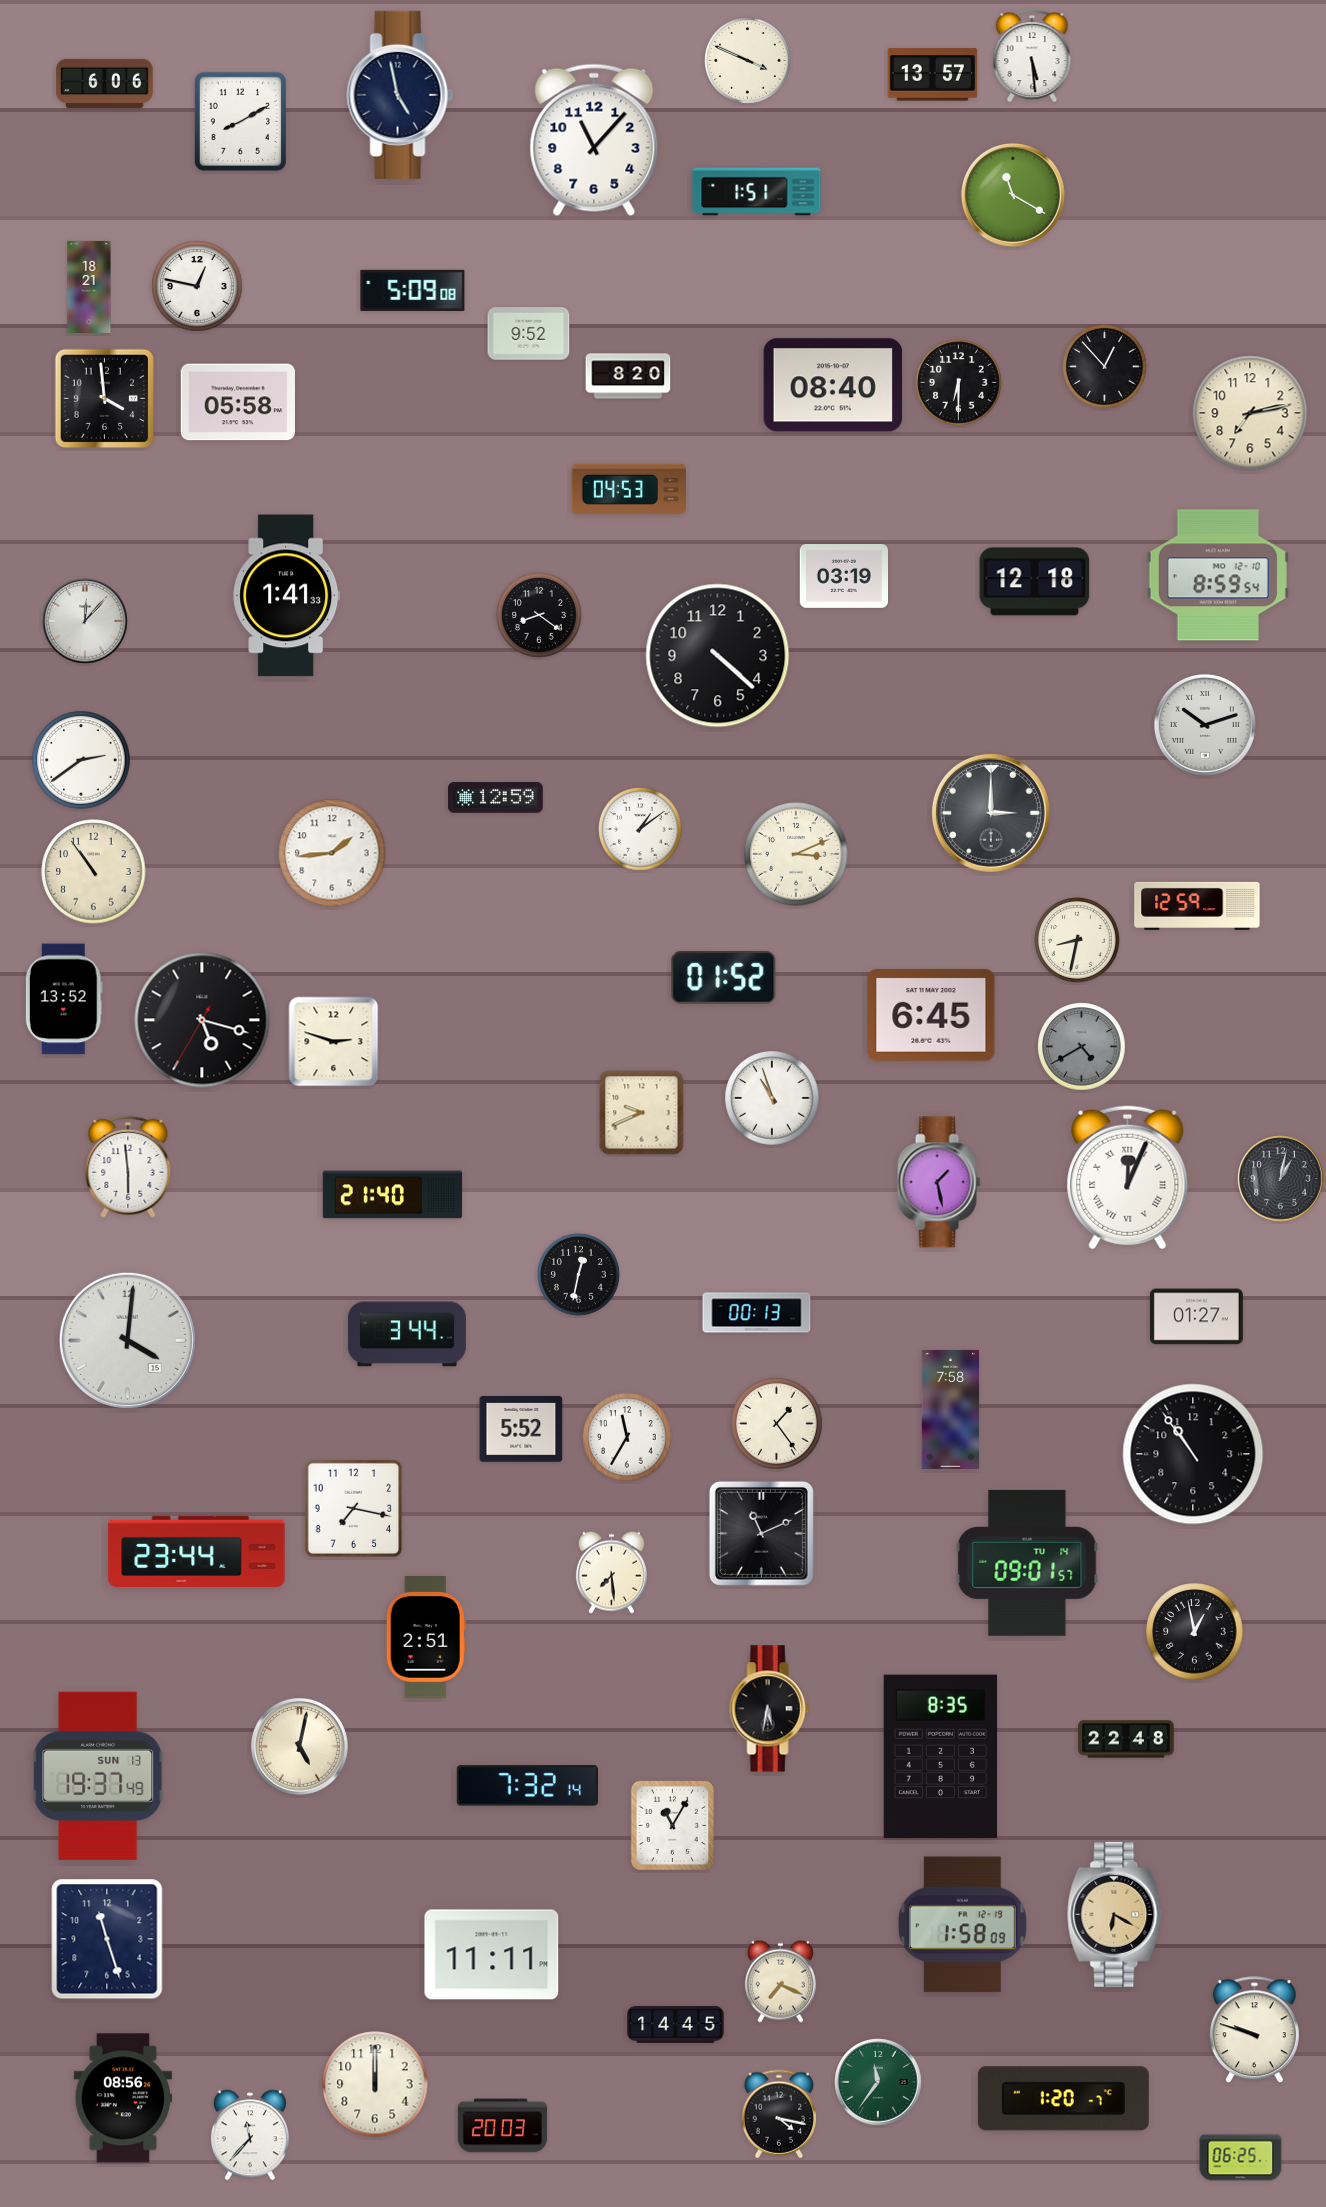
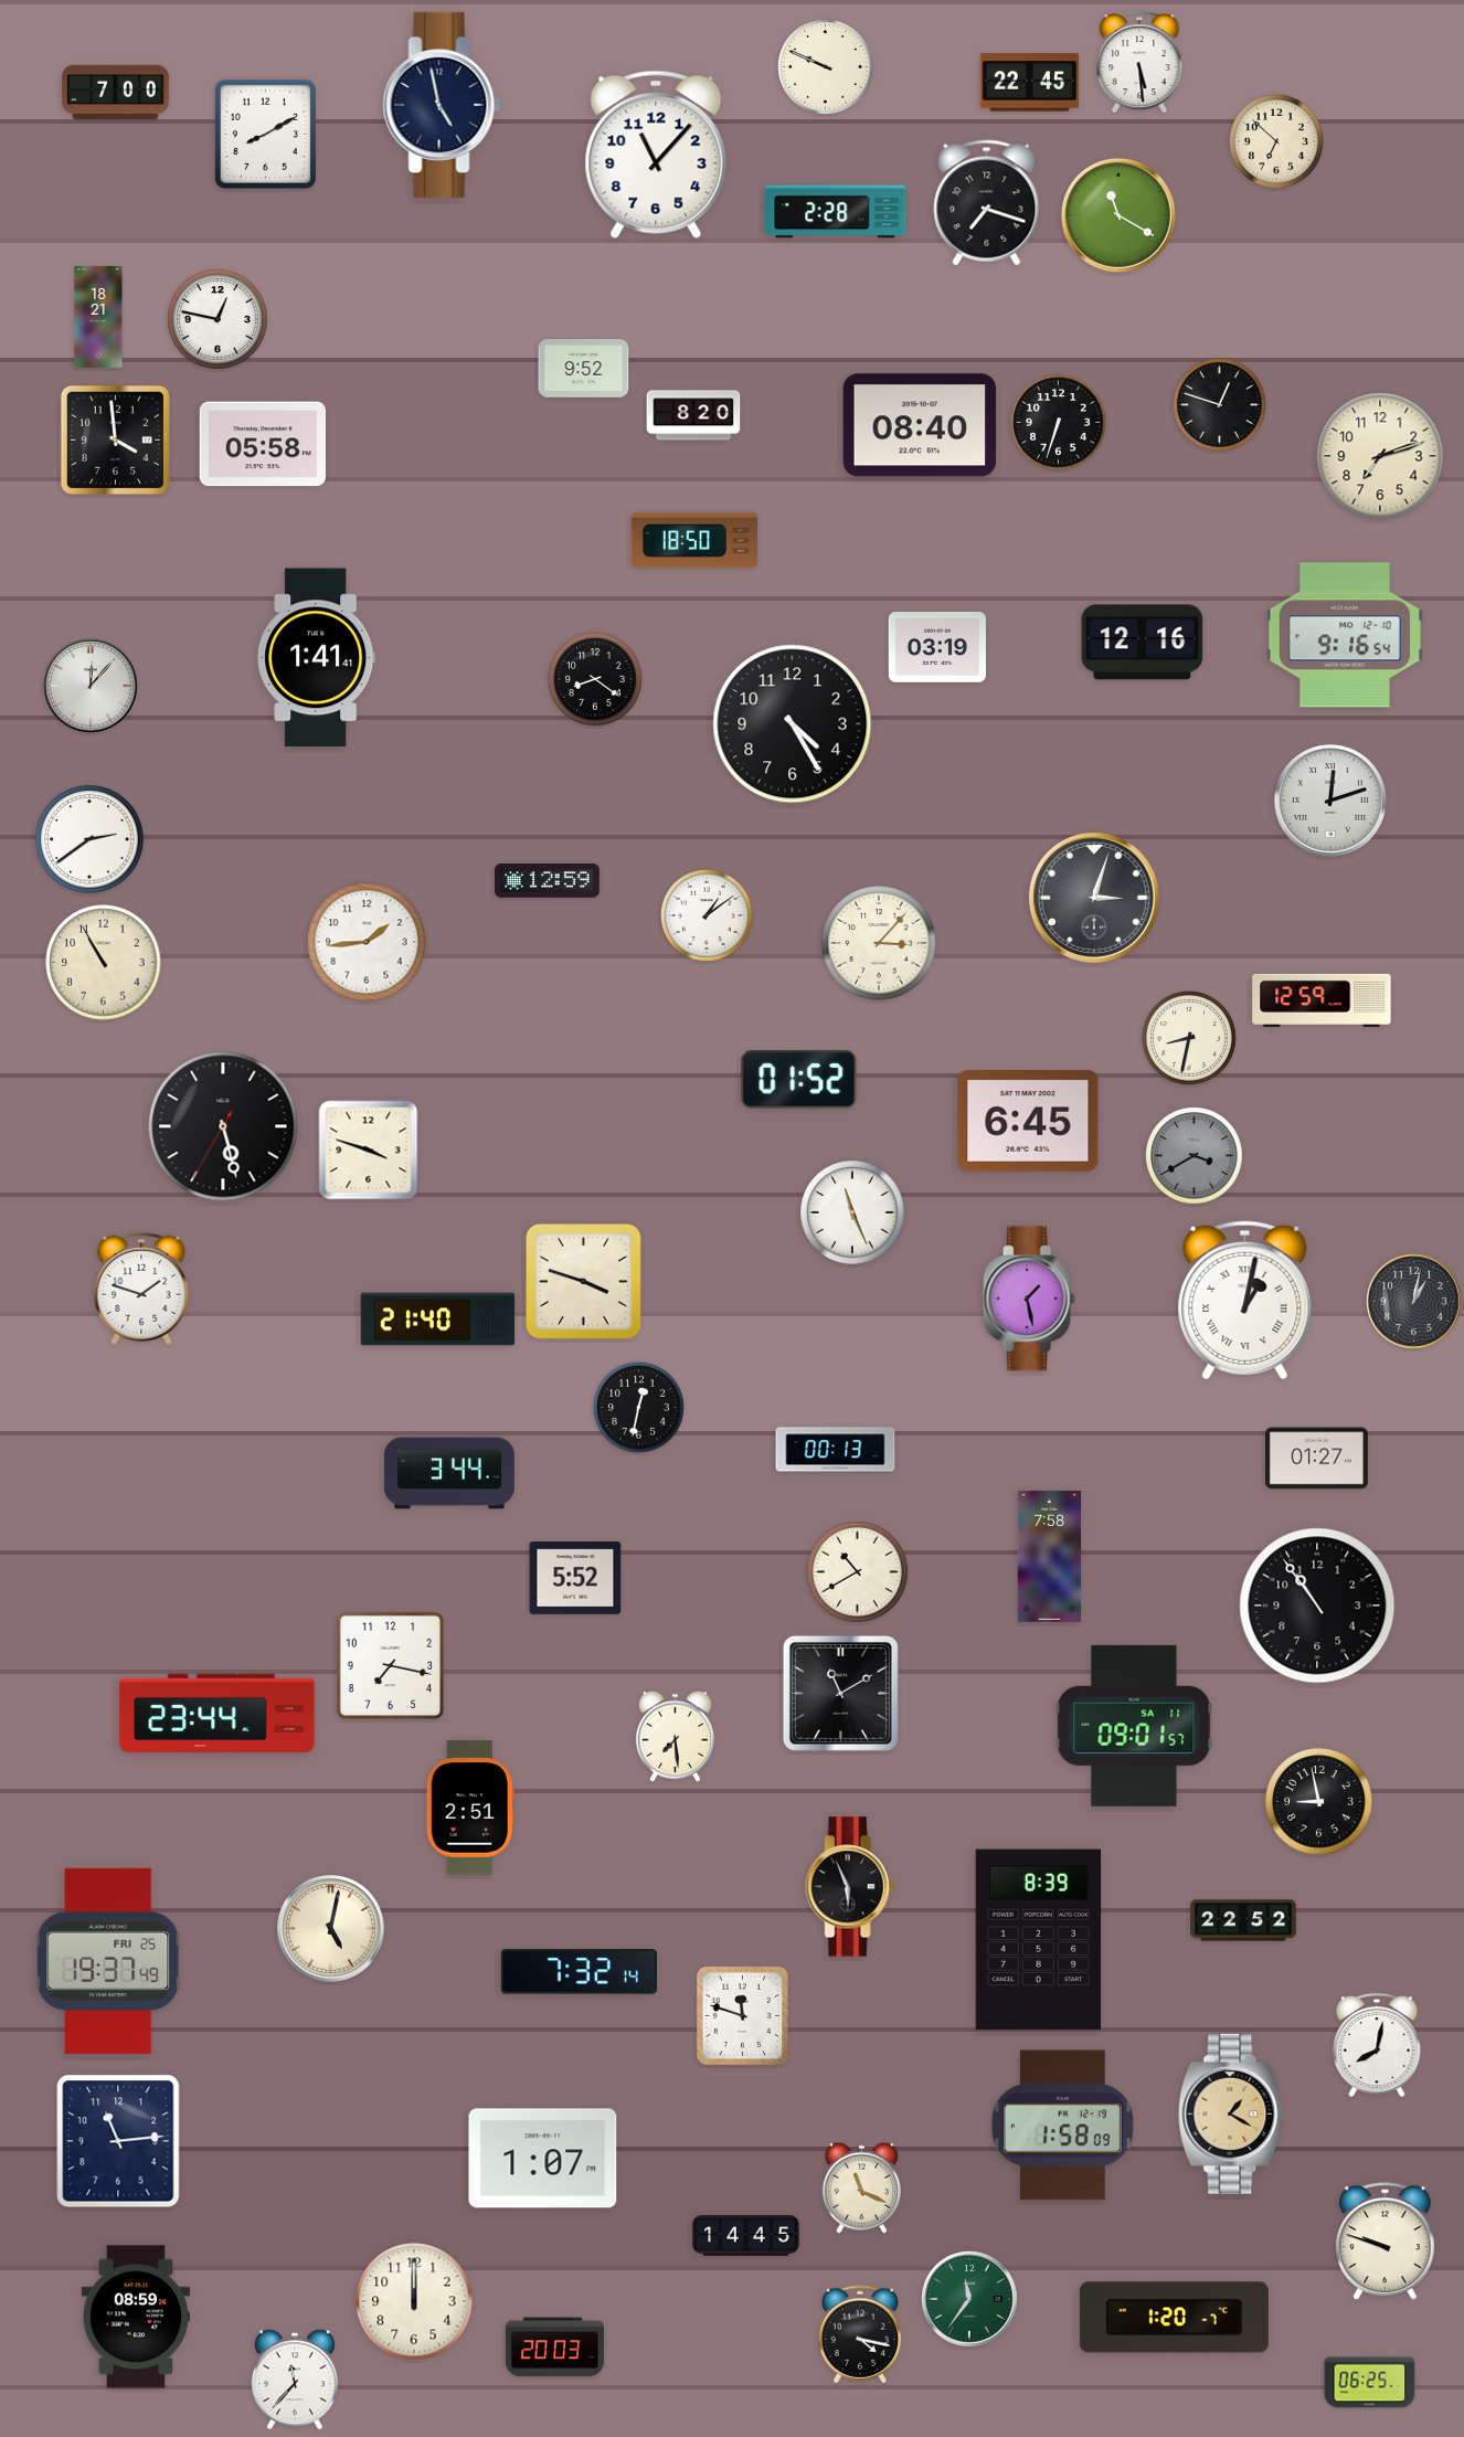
clock at (748, 61): 3:49 -> 9:49
clock at (932, 75): 13:57 -> 22:45
clock at (105, 84): 6:06 -> 7:00
clock at (1276, 141): none -> 6:52
clock at (987, 203): none -> 7:18
clock at (757, 192): 1:51 -> 2:28
clock at (197, 286) position: (197, 286) -> (218, 319)
clock at (413, 290): 5:09 -> none
clock at (1105, 367): 12:53 -> 12:48
clock at (959, 383): 6:30 -> 6:33
clock at (1250, 413): 7:13 -> 7:12
clock at (629, 489): 04:53 -> 18:50
clock at (1218, 575): 8:59 -> 9:16
clock at (844, 577) position: (844, 577) -> (937, 648)
clock at (1035, 582): 12:18 -> 12:16
clock at (287, 596): 1:41:33 -> 1:41:41
clock at (85, 621) position: (85, 621) -> (91, 686)
clock at (718, 656): 4:22 -> 4:25
clock at (1205, 725): 10:12 -> 12:12
clock at (991, 813): 3:00 -> 3:03
clock at (796, 854): 3:11 -> 3:07
clock at (94, 872): 10:54 -> 10:55
clock at (64, 999): 13:52 -> none
clock at (202, 1020): 5:17 -> 5:27
clock at (334, 1042): 2:48 -> 3:48
clock at (1082, 1047): 4:40 -> 3:40
clock at (772, 1098): 10:57 -> 11:26
clock at (642, 1113): 9:41 -> none
clock at (584, 1282): none -> 3:48
clock at (128, 1167): 5:59 -> 1:48
clock at (1128, 1178): 12:04 -> 1:02
clock at (939, 1182) position: (939, 1182) -> (1029, 1299)
clock at (393, 1195) position: (393, 1195) -> (438, 1320)
clock at (1196, 1317) position: (1196, 1317) -> (1316, 1459)
clock at (127, 1340): 4:01 -> none
clock at (777, 1424): 1:24 -> 10:40
clock at (627, 1437): 11:35 -> none
clock at (761, 1533): 11:11 -> 11:10
clock at (1027, 1563) date: TU 14 -> SA 11
clock at (1195, 1632): 12:58 -> 8:58
clock at (770, 1709): 5:32 -> 5:56
clock at (1126, 1739): 22:48 -> 22:52
clock at (941, 1757): 8:35 -> 8:39
clock at (99, 1776) date: SUN 13 -> FRI 25
clock at (527, 1786) position: (527, 1786) -> (579, 1972)
clock at (672, 1825): 11:05 -> 11:48
clock at (1377, 2045): none -> 8:02
clock at (1115, 1914): 6:20 -> 1:20
clock at (107, 1939): 11:27 -> 11:14
clock at (492, 1955): 11:11 -> 1:07
clock at (780, 1981): 7:19 -> 11:19
clock at (122, 2098): 08:56 -> 08:59
clock at (250, 2135) position: (250, 2135) -> (295, 2380)
